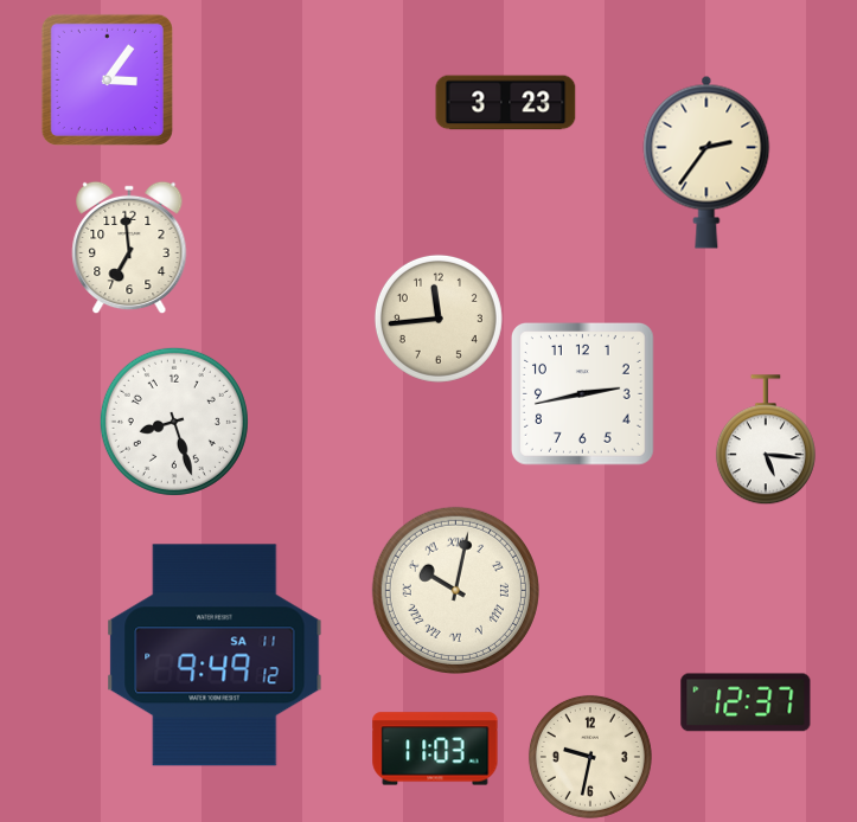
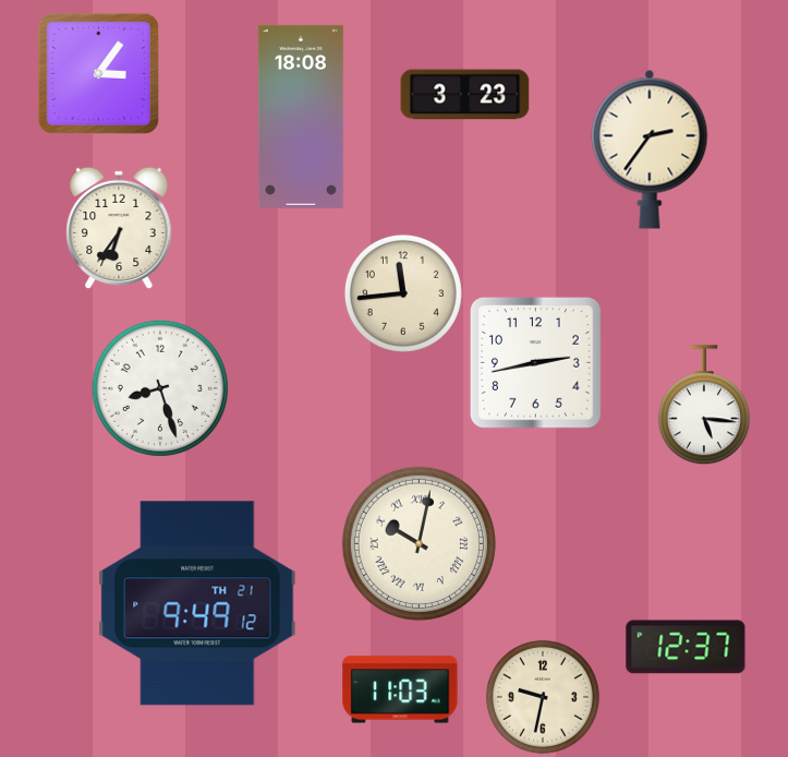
clock at (301, 117): none -> 18:08
clock at (129, 248): 6:59 -> 6:36
clock at (215, 655) date: SA 11 -> TH 21
